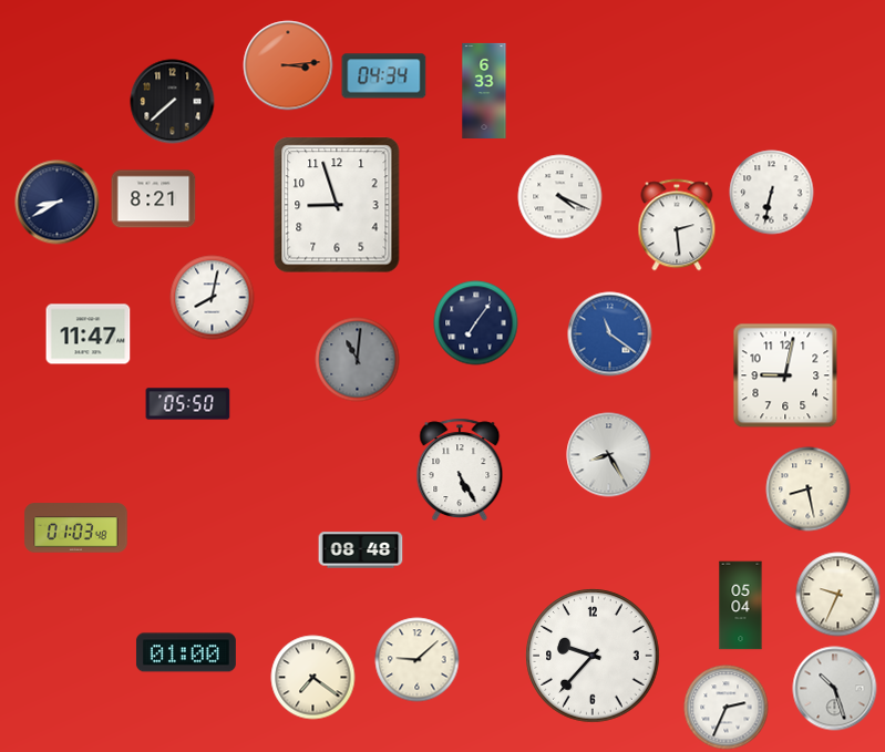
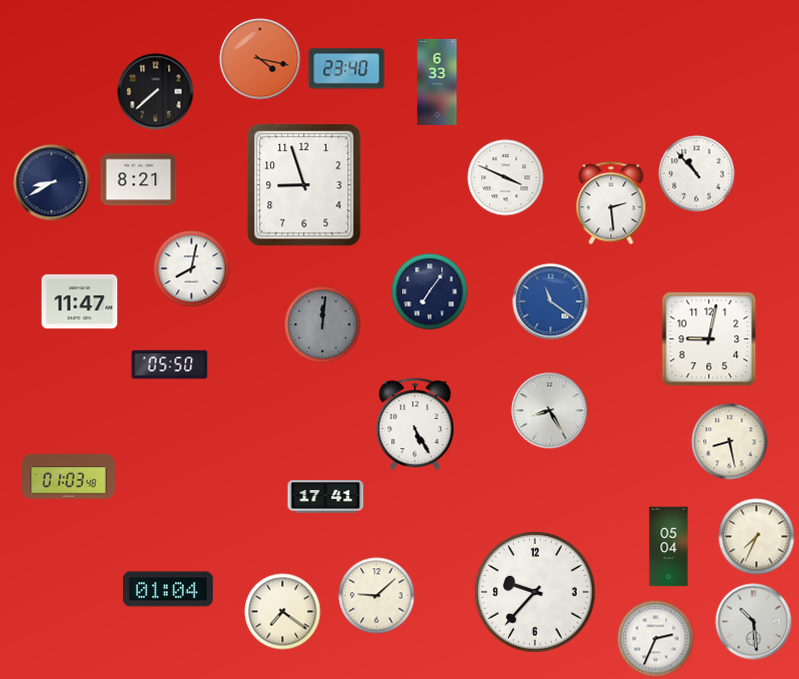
clock at (288, 65): 3:14 -> 4:17
clock at (384, 76): 04:34 -> 23:40
clock at (772, 193): 6:32 -> 10:53
clock at (560, 197): 4:19 -> 3:49
clock at (358, 360): 11:01 -> 12:01
clock at (361, 550): 08:48 -> 17:41
clock at (838, 595): 9:34 -> 7:34
clock at (186, 652): 01:00 -> 01:04
clock at (835, 689): 10:27 -> 10:29
